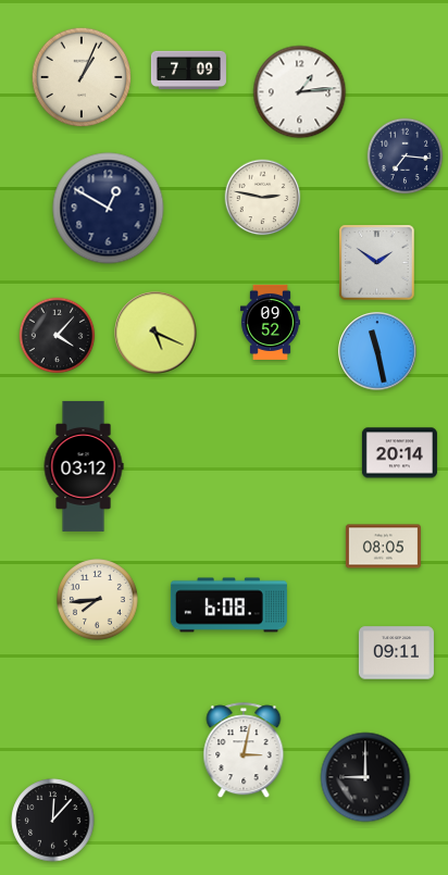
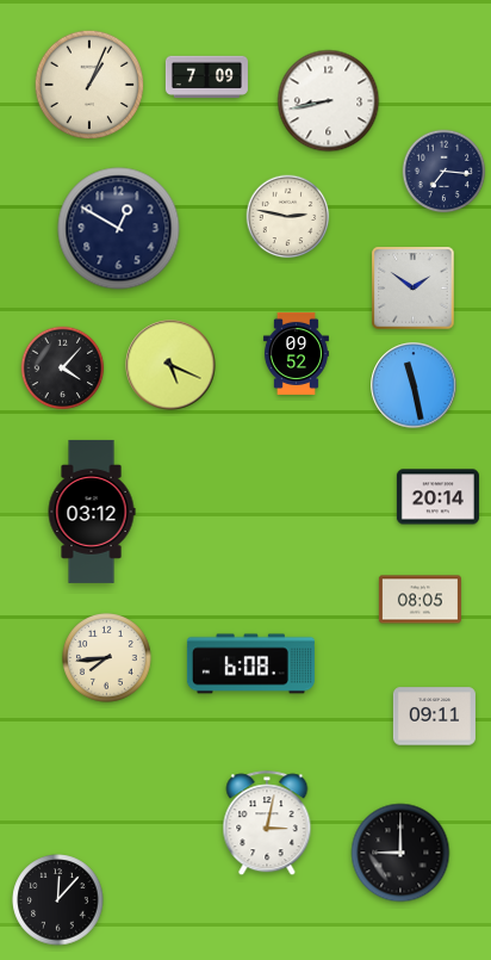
clock at (300, 92): 1:14 -> 8:43
